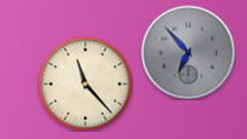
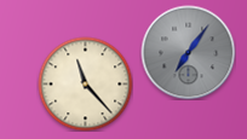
clock at (188, 52): 6:53 -> 7:06
